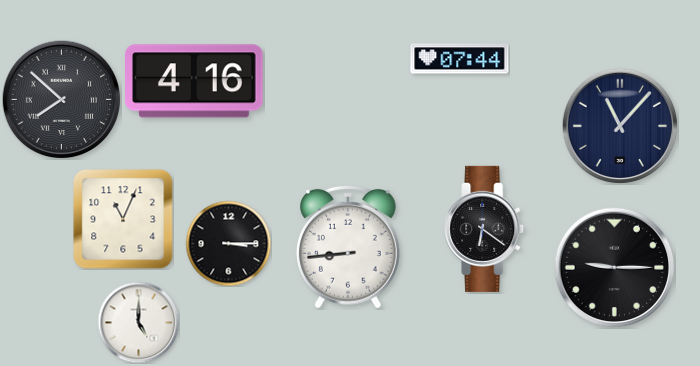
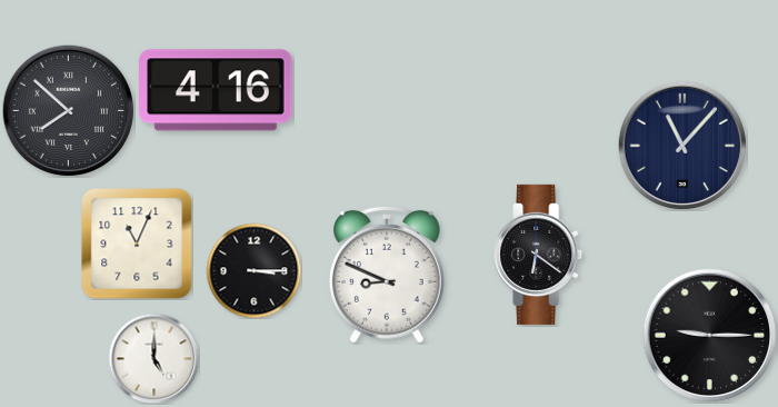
clock at (460, 59): 07:44 -> none
clock at (620, 126) position: (620, 126) -> (682, 146)
clock at (348, 247): 8:44 -> 8:49
clock at (615, 268) position: (615, 268) -> (710, 336)
